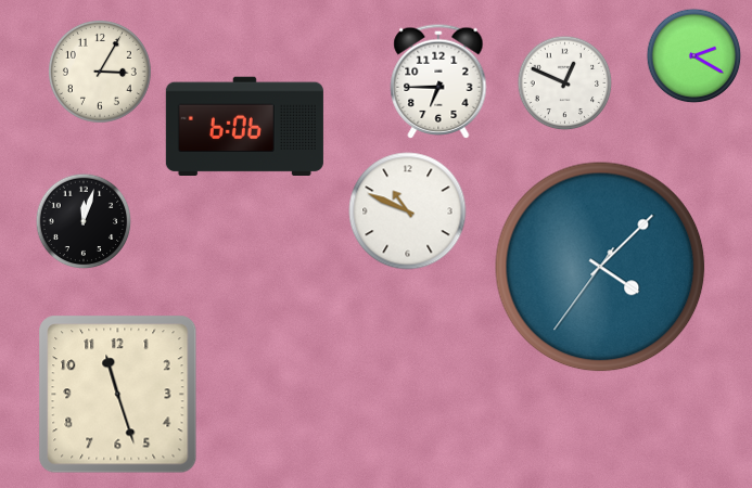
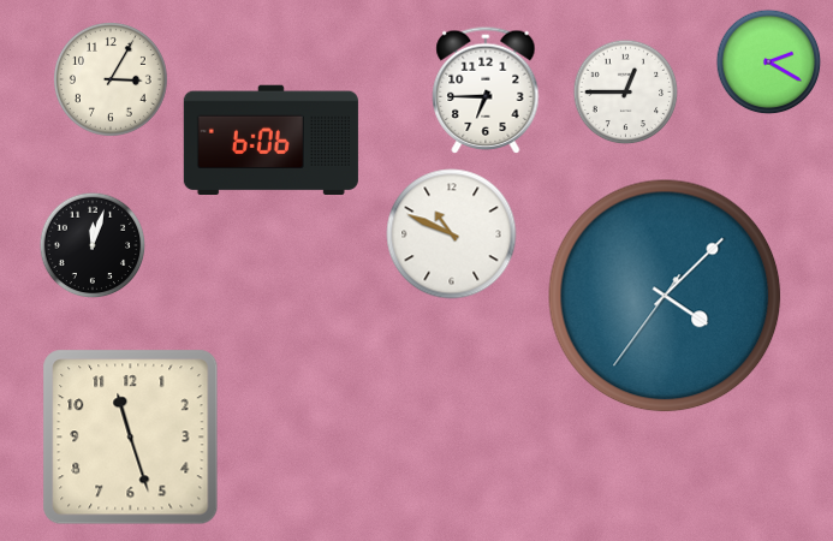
clock at (565, 84): 12:49 -> 12:45
